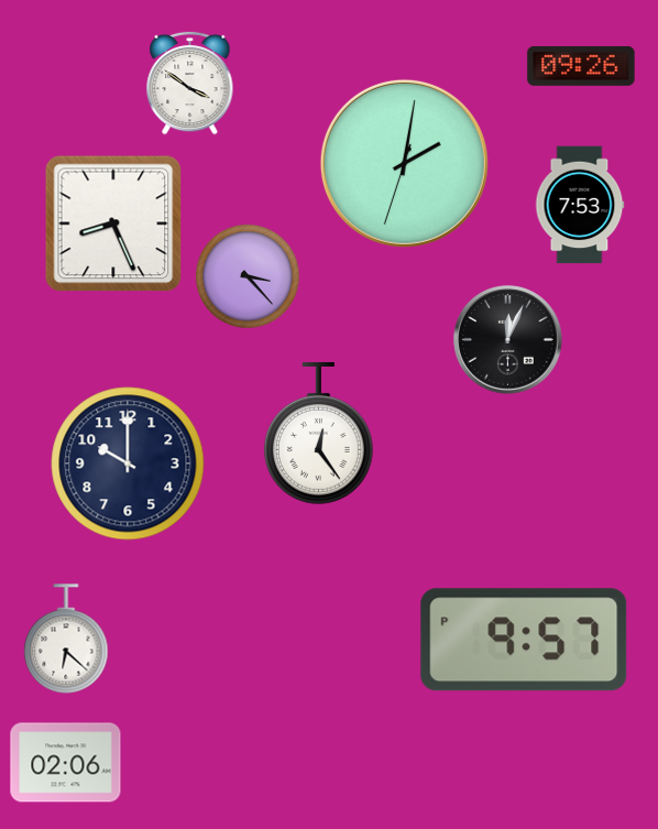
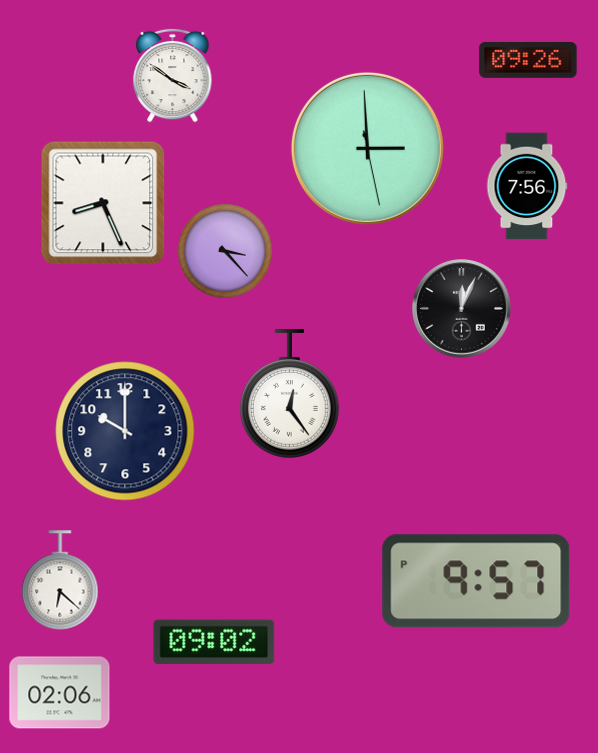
clock at (404, 163): 2:01 -> 2:59
clock at (580, 205): 7:53 -> 7:56
clock at (128, 463) position: (128, 463) -> (125, 431)
clock at (214, 642): none -> 09:02
